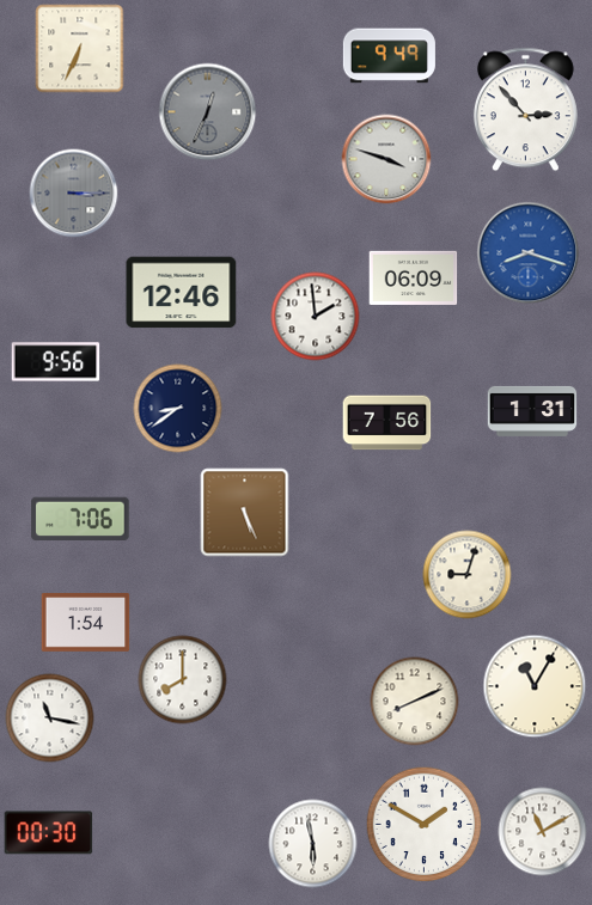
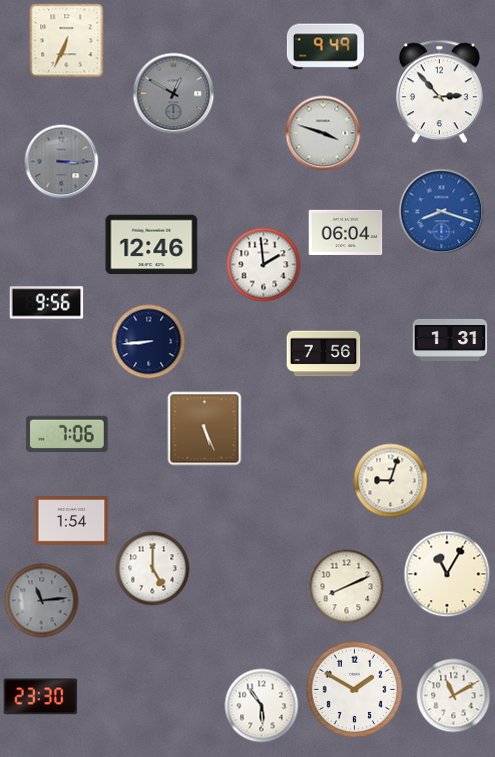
clock at (208, 112): 12:34 -> 12:50
clock at (414, 277): 06:09 -> 06:04
clock at (178, 409): 8:39 -> 8:44
clock at (532, 411) position: (532, 411) -> (450, 340)
clock at (183, 680): 8:00 -> 5:00
clock at (50, 719): 11:17 -> 11:14
clock at (50, 719) dial: white -> grey
clock at (49, 833): 00:30 -> 23:30
clock at (313, 844): 5:58 -> 5:54
